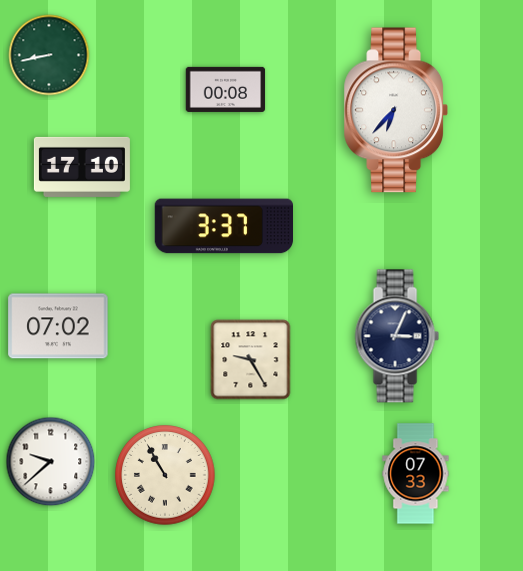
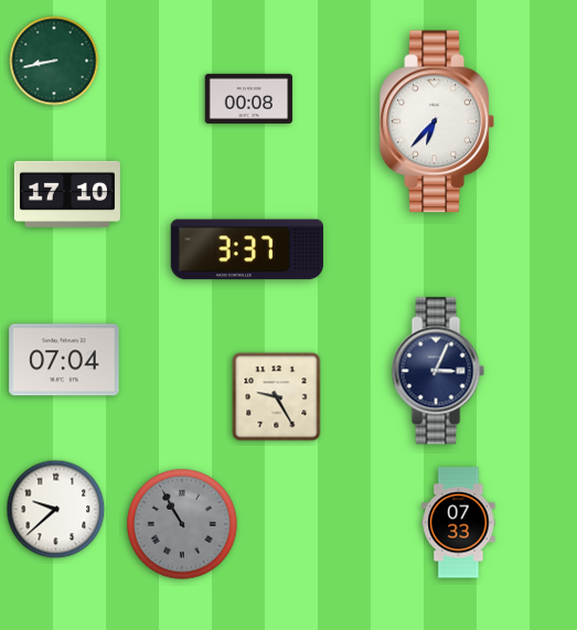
clock at (82, 167) position: (82, 167) -> (67, 194)
clock at (58, 326): 07:02 -> 07:04
clock at (165, 475) dial: cream -> grey
